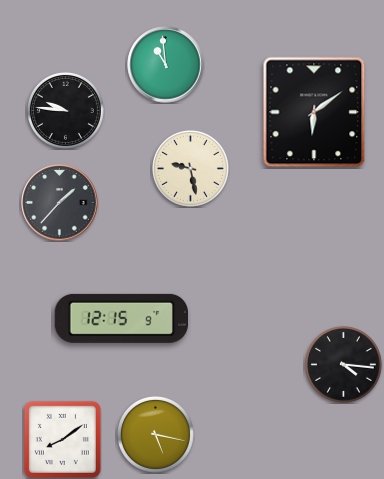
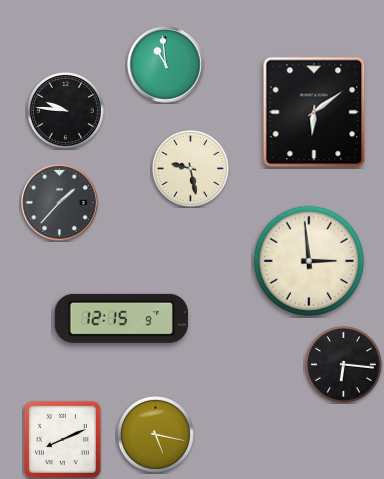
clock at (309, 261): none -> 2:59
clock at (343, 364): 4:16 -> 6:16
clock at (62, 439): 8:09 -> 8:11
